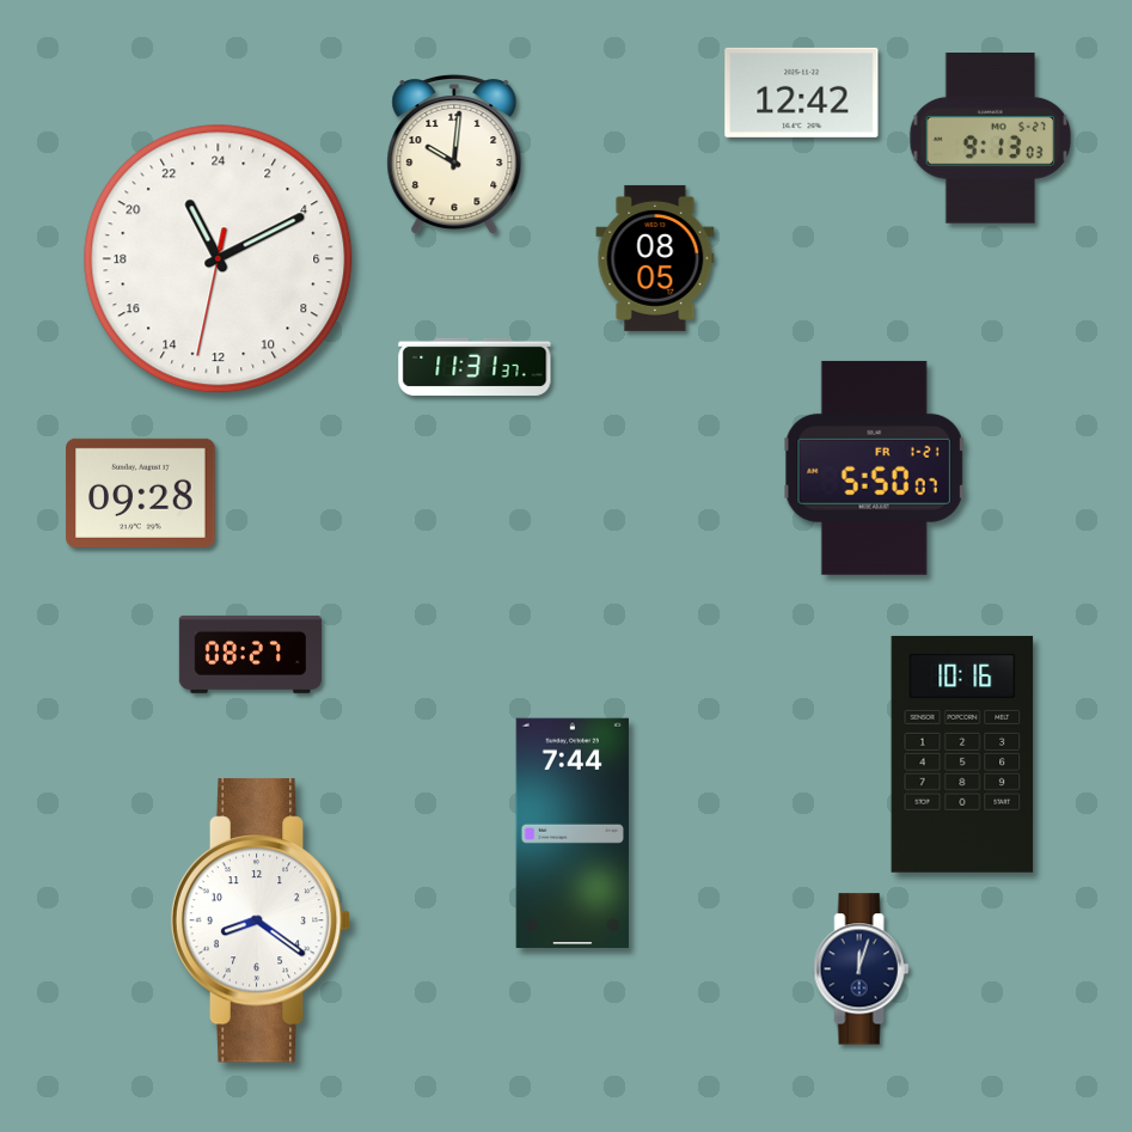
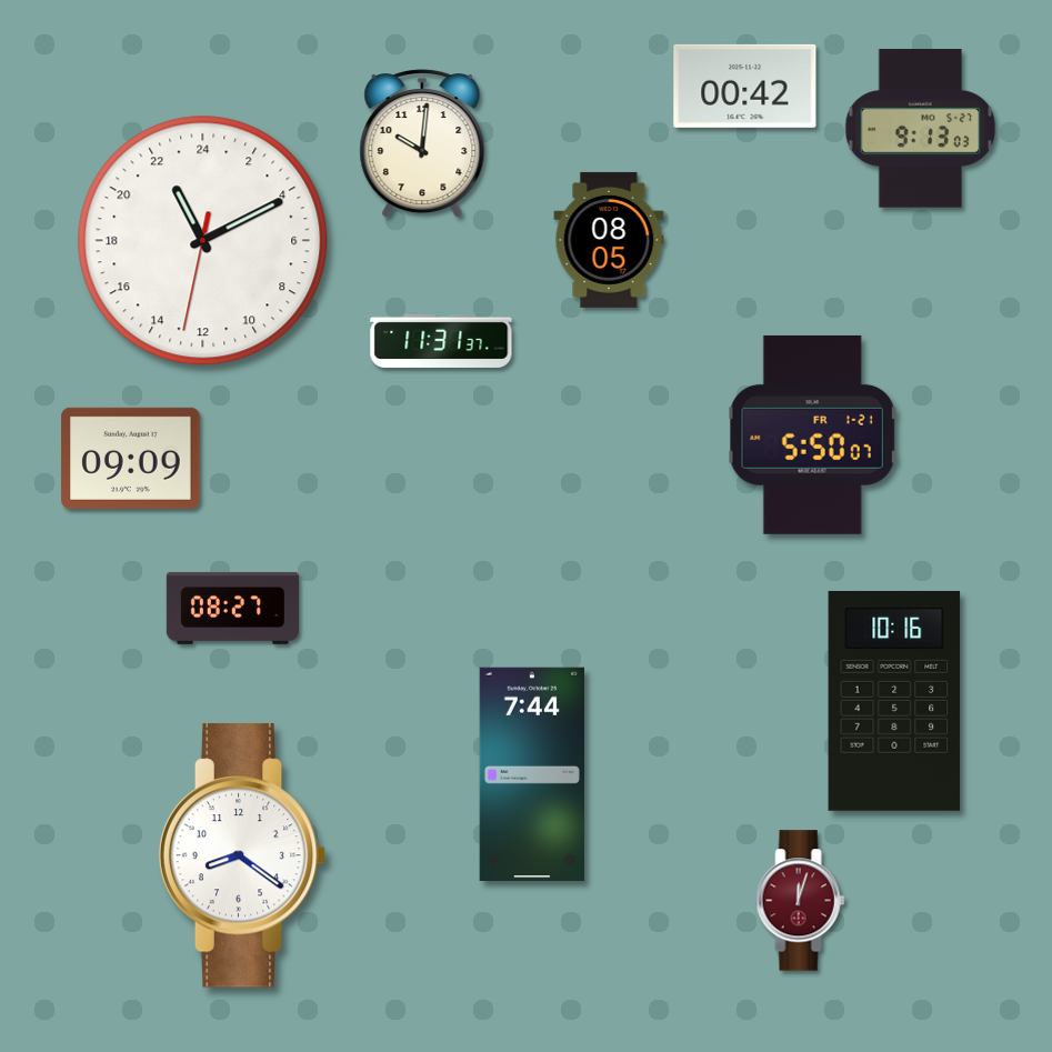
clock at (802, 92): 12:42 -> 00:42
clock at (141, 492): 09:28 -> 09:09
clock at (862, 969) dial: navy -> burgundy
